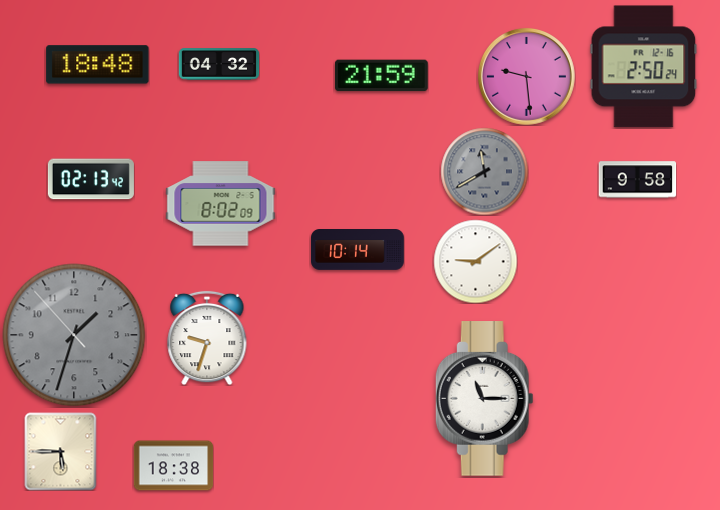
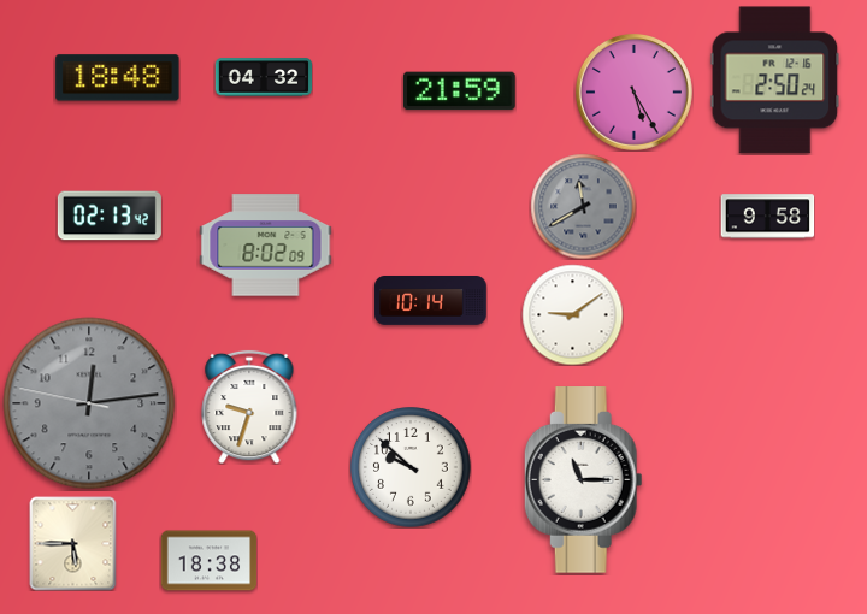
clock at (526, 76): 9:29 -> 5:25
clock at (74, 335): 1:32 -> 12:13
clock at (411, 467): none -> 9:52
